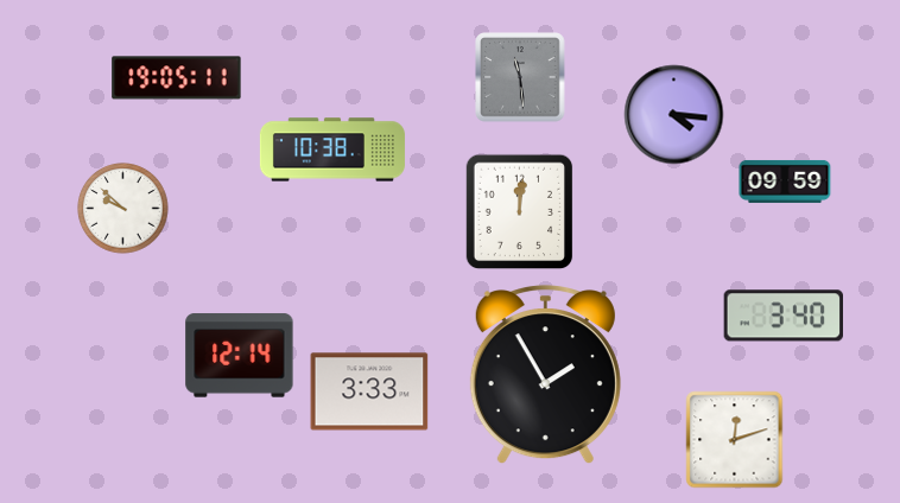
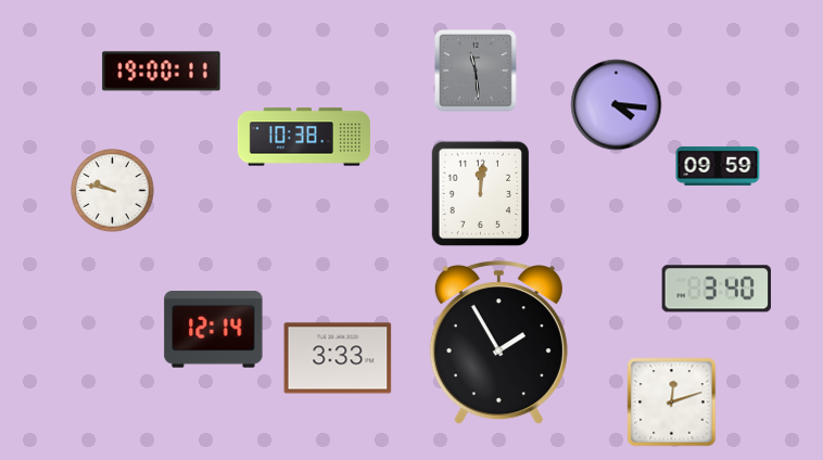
clock at (177, 78): 19:05 -> 19:00
clock at (123, 209): 9:52 -> 9:47
clock at (520, 212) position: (520, 212) -> (481, 194)
clock at (240, 356) position: (240, 356) -> (214, 330)
